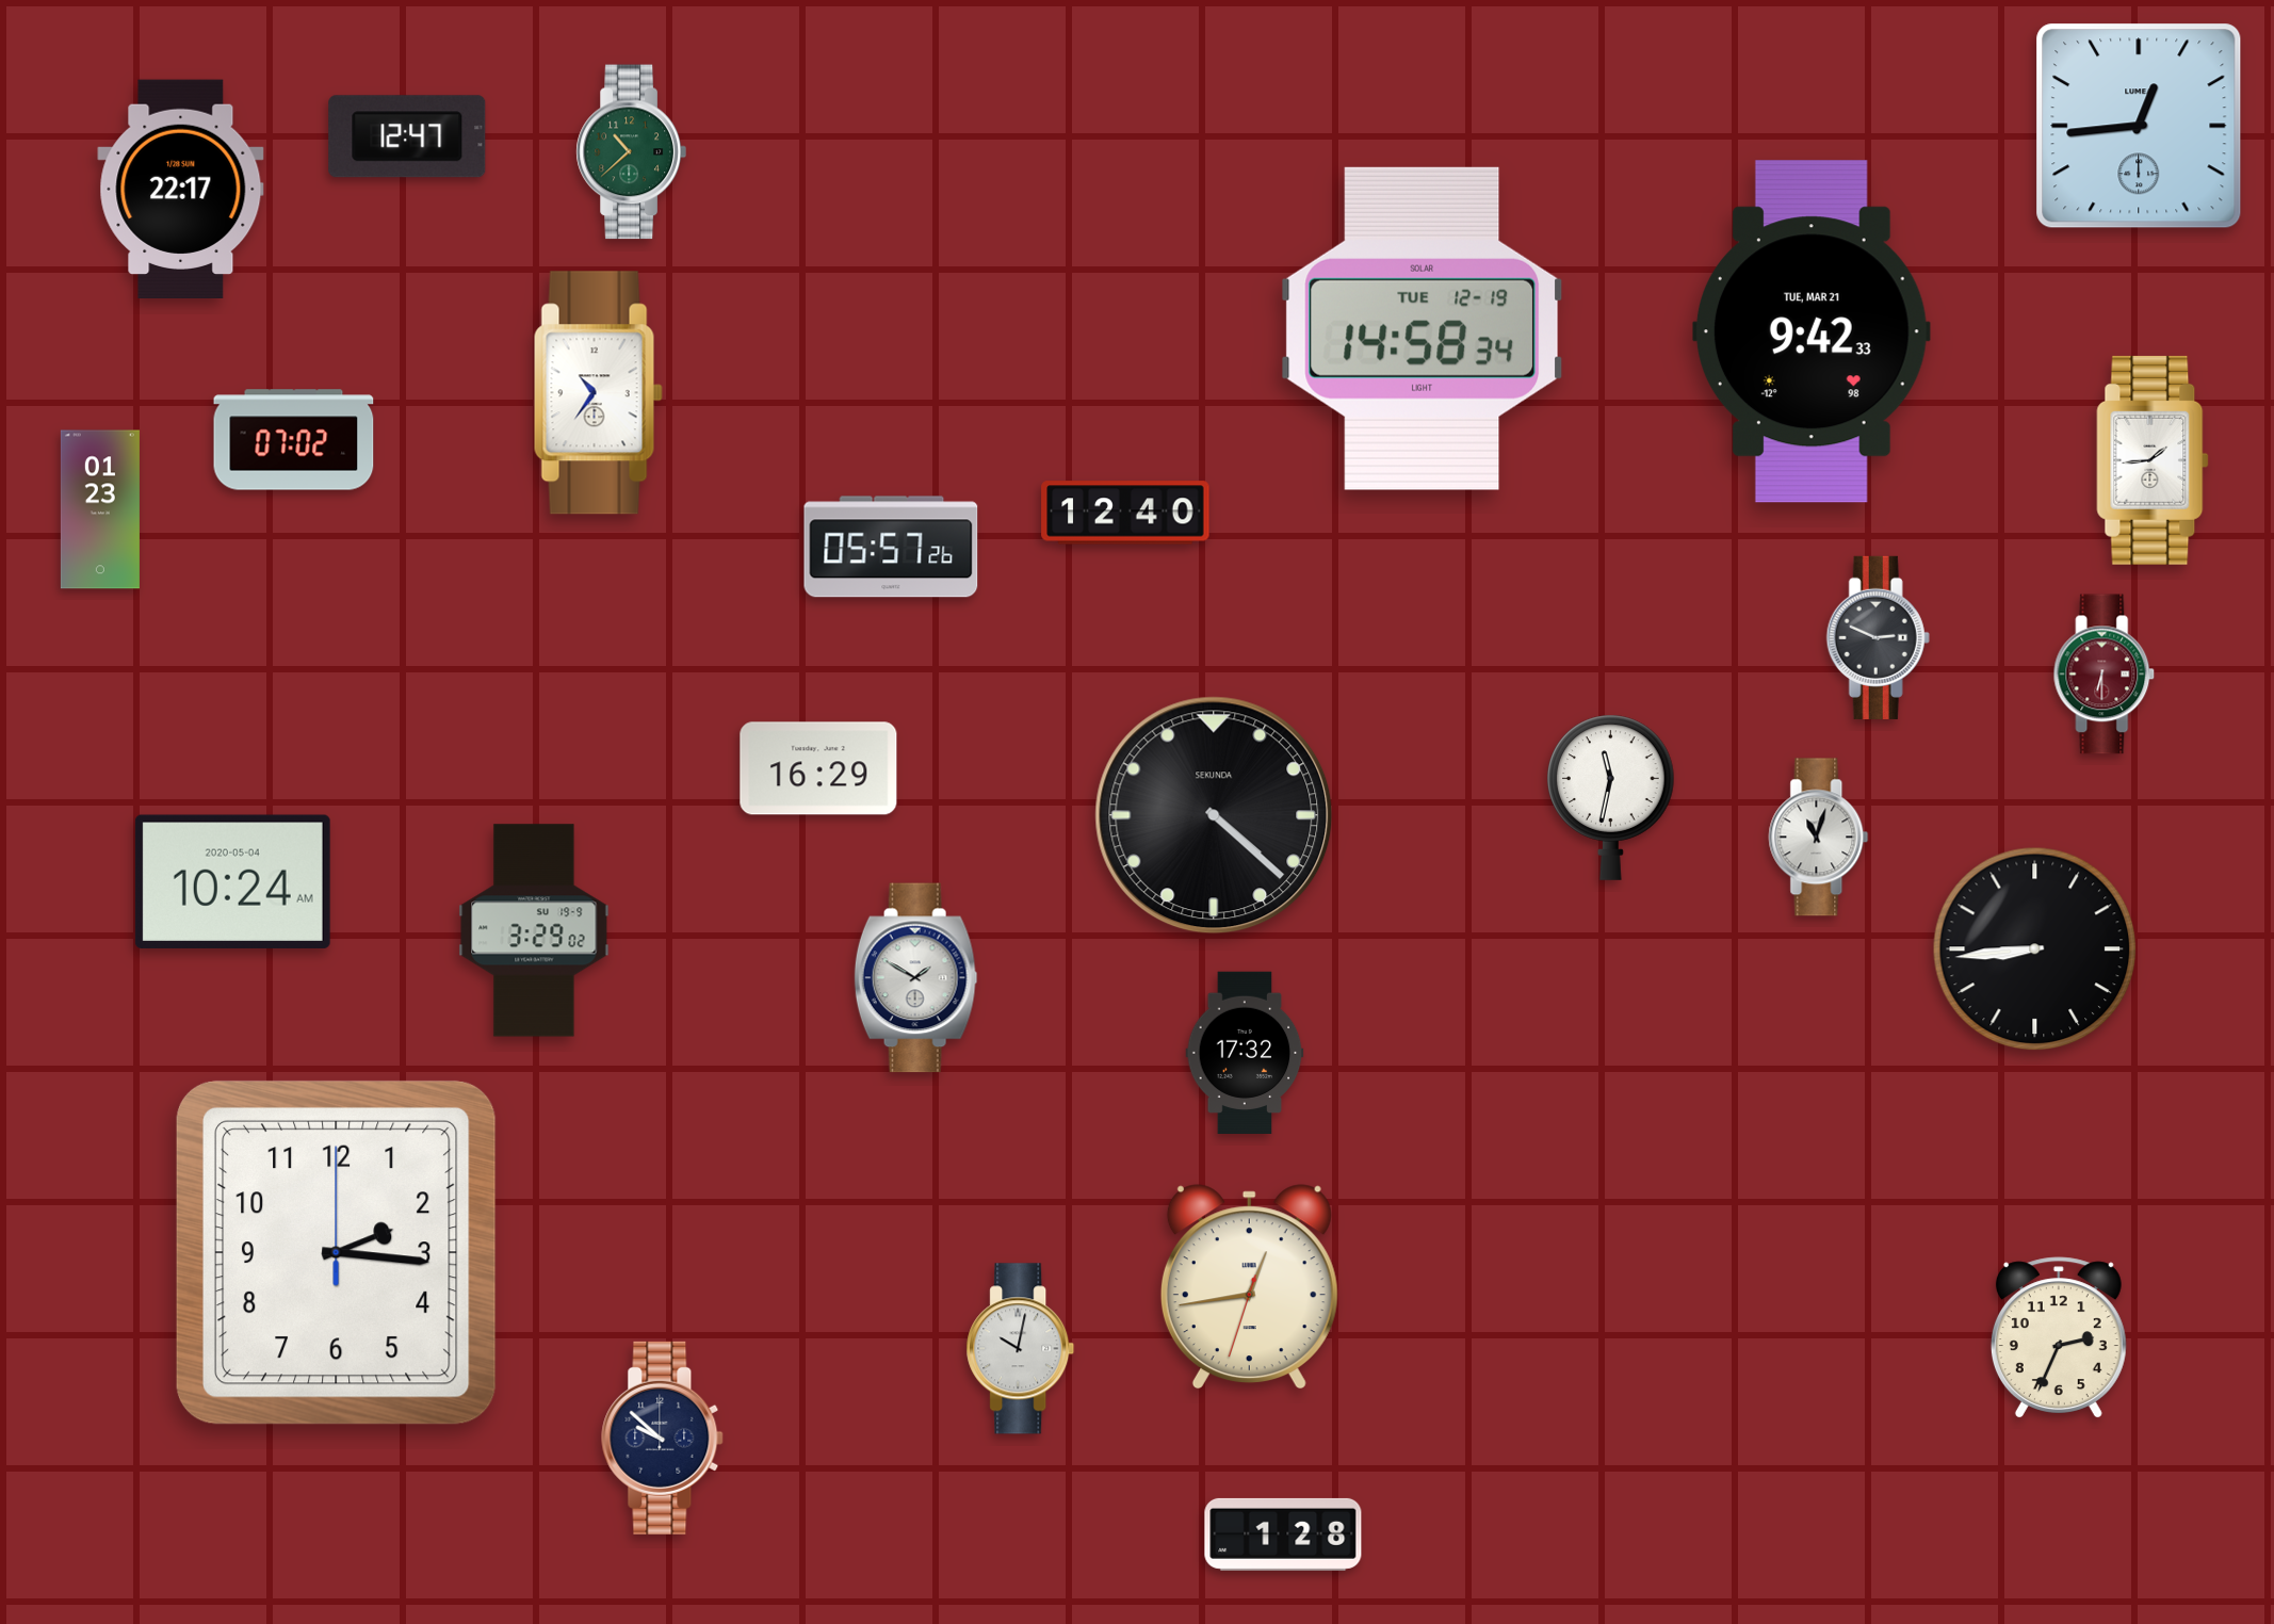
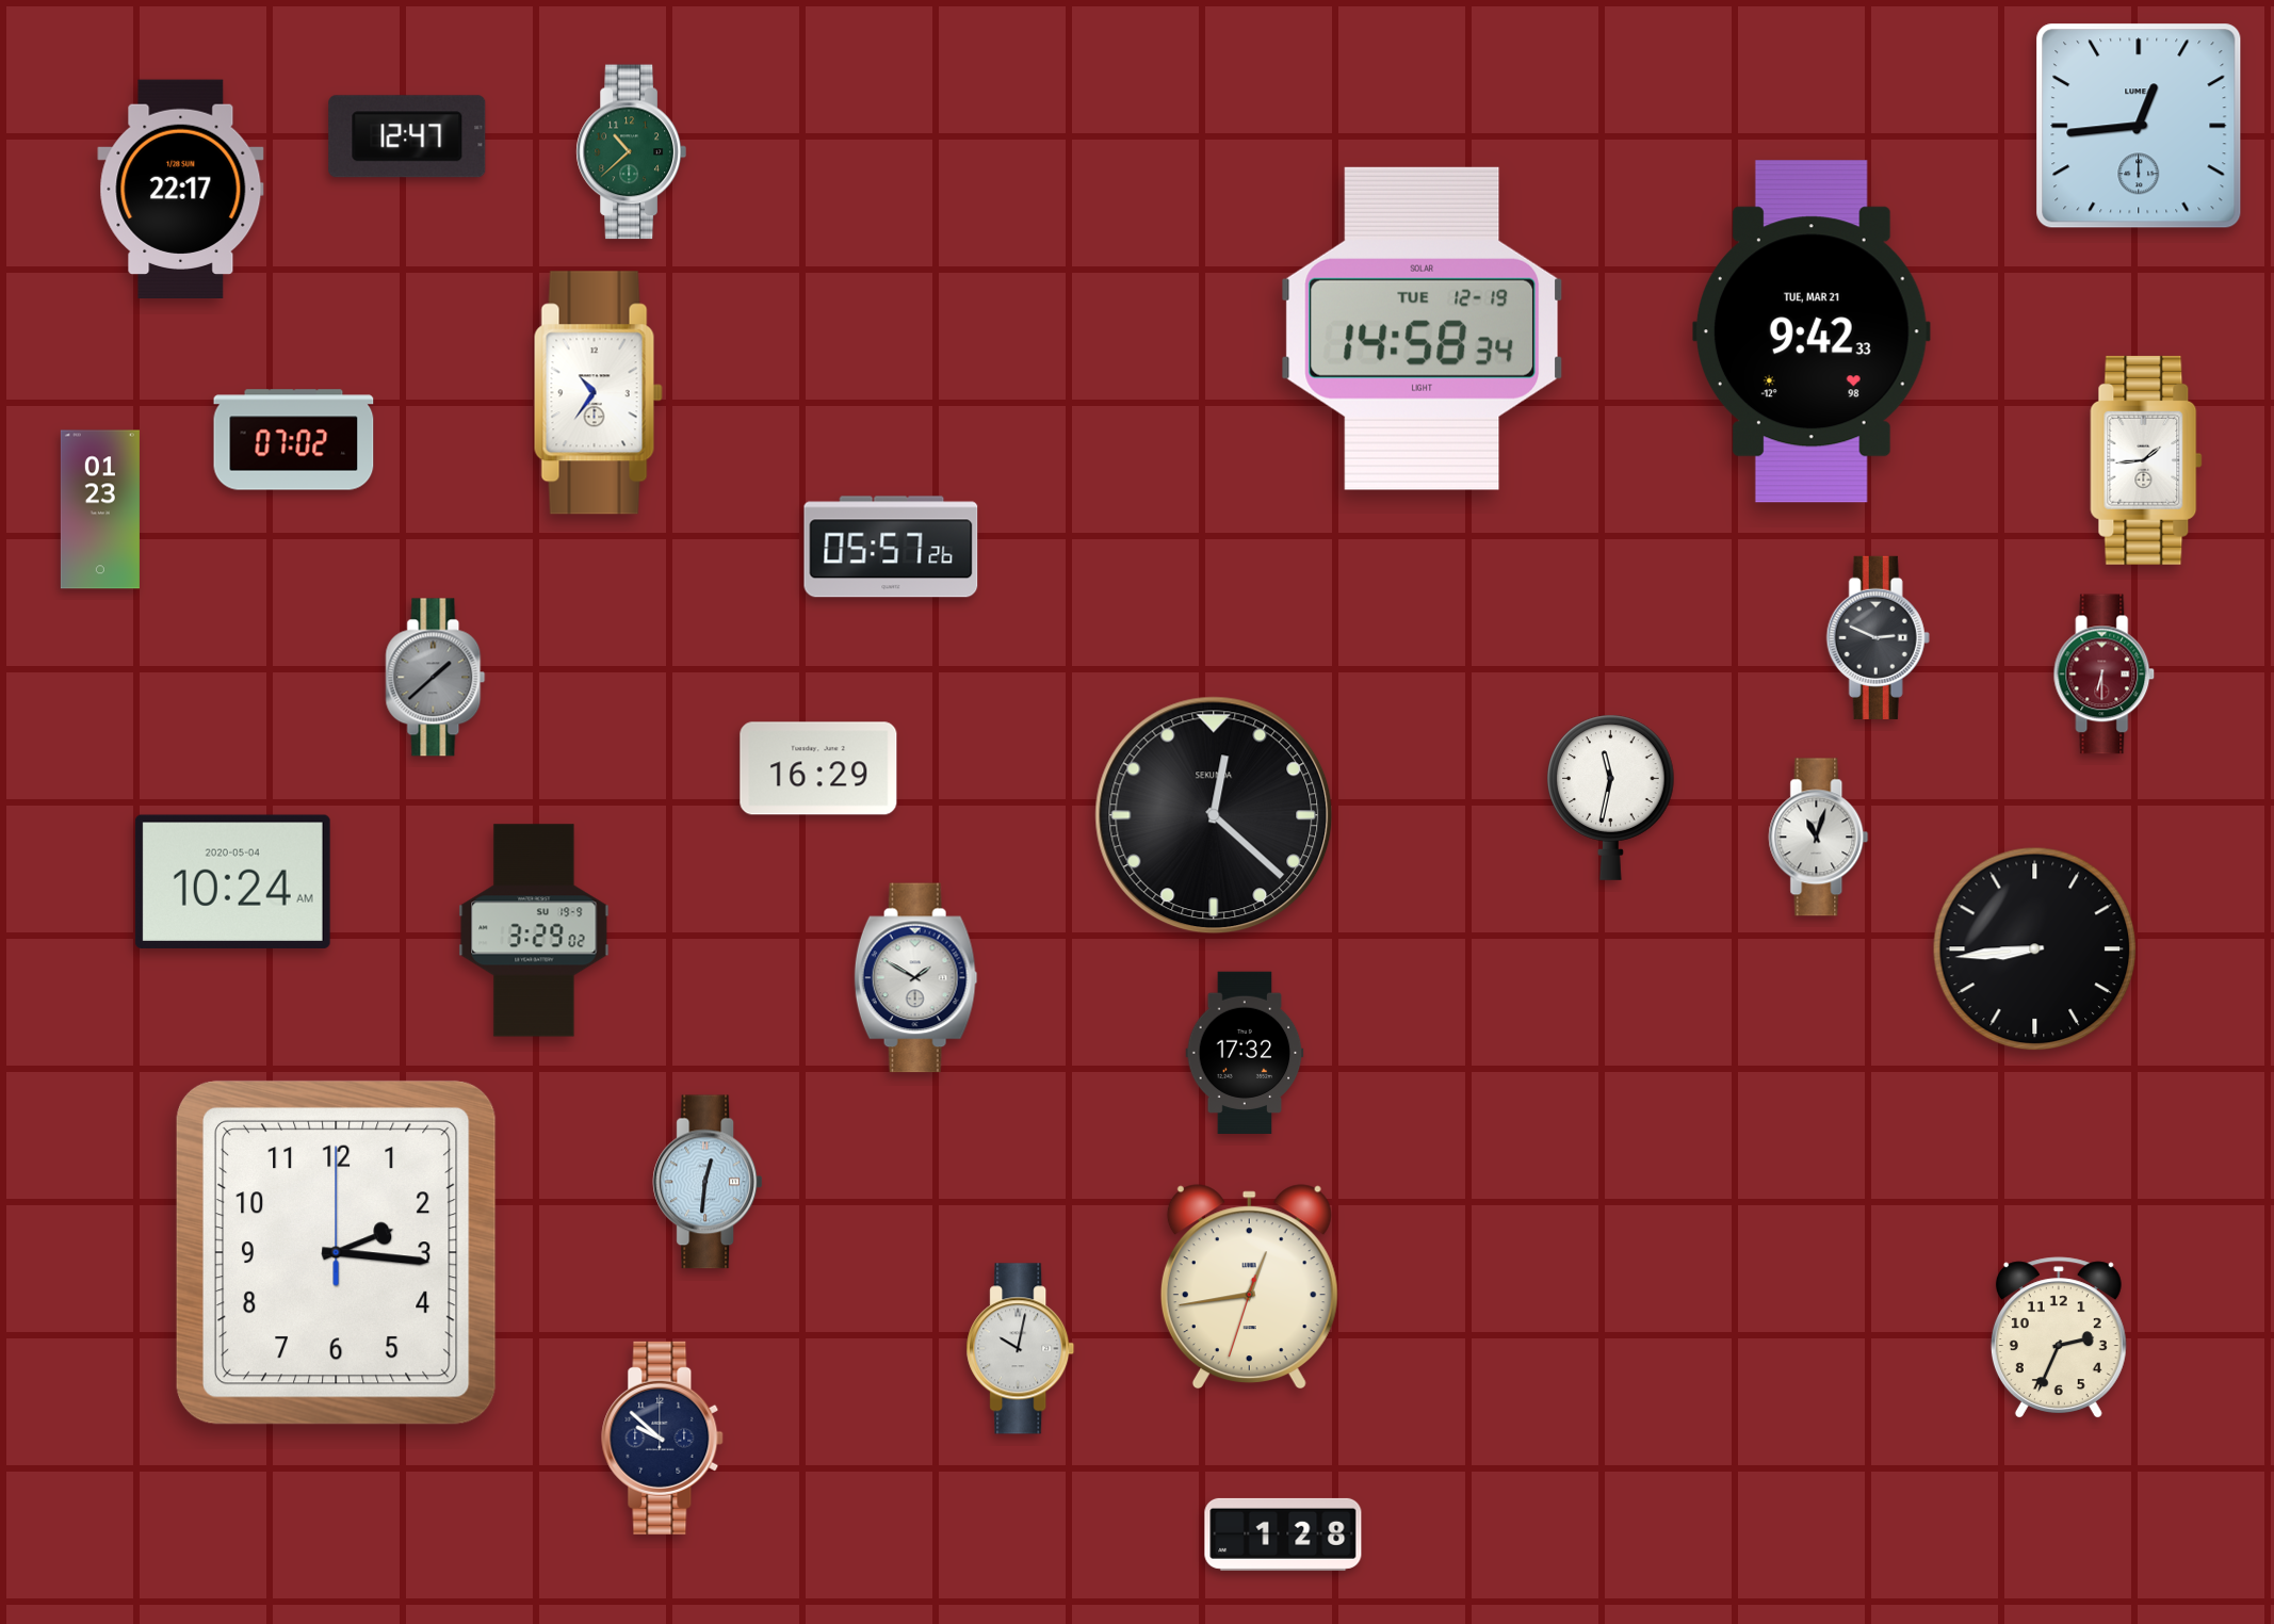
clock at (2153, 460) position: (2153, 460) -> (2146, 460)
clock at (1125, 513): 12:40 -> none
clock at (436, 678): none -> 1:38
clock at (1214, 815): 4:22 -> 12:22
clock at (708, 1182): none -> 12:31
